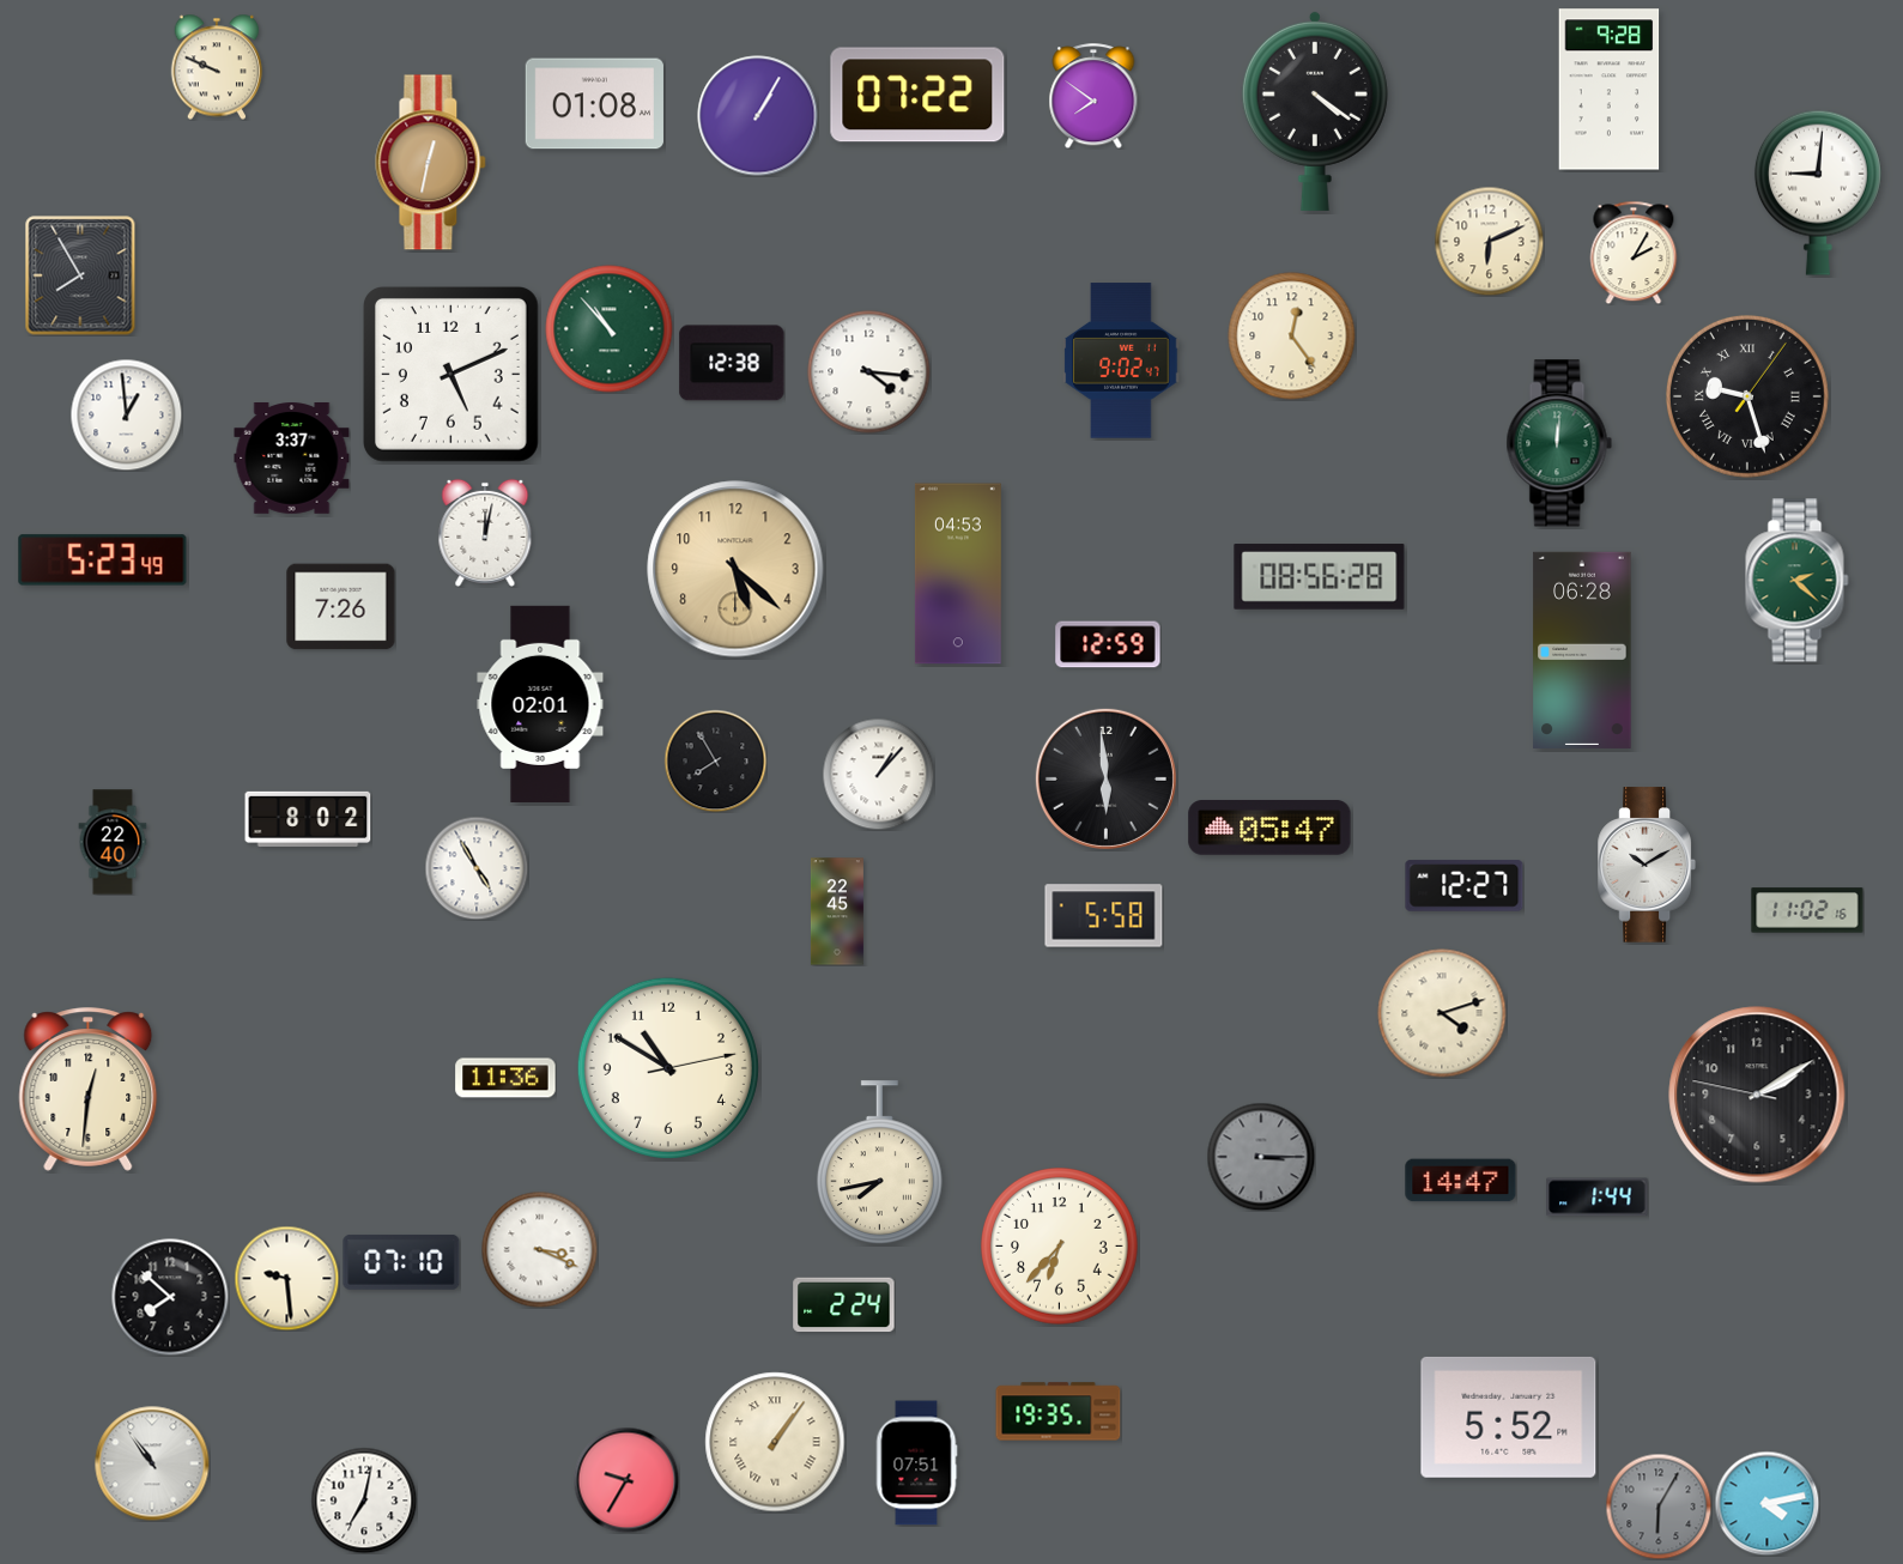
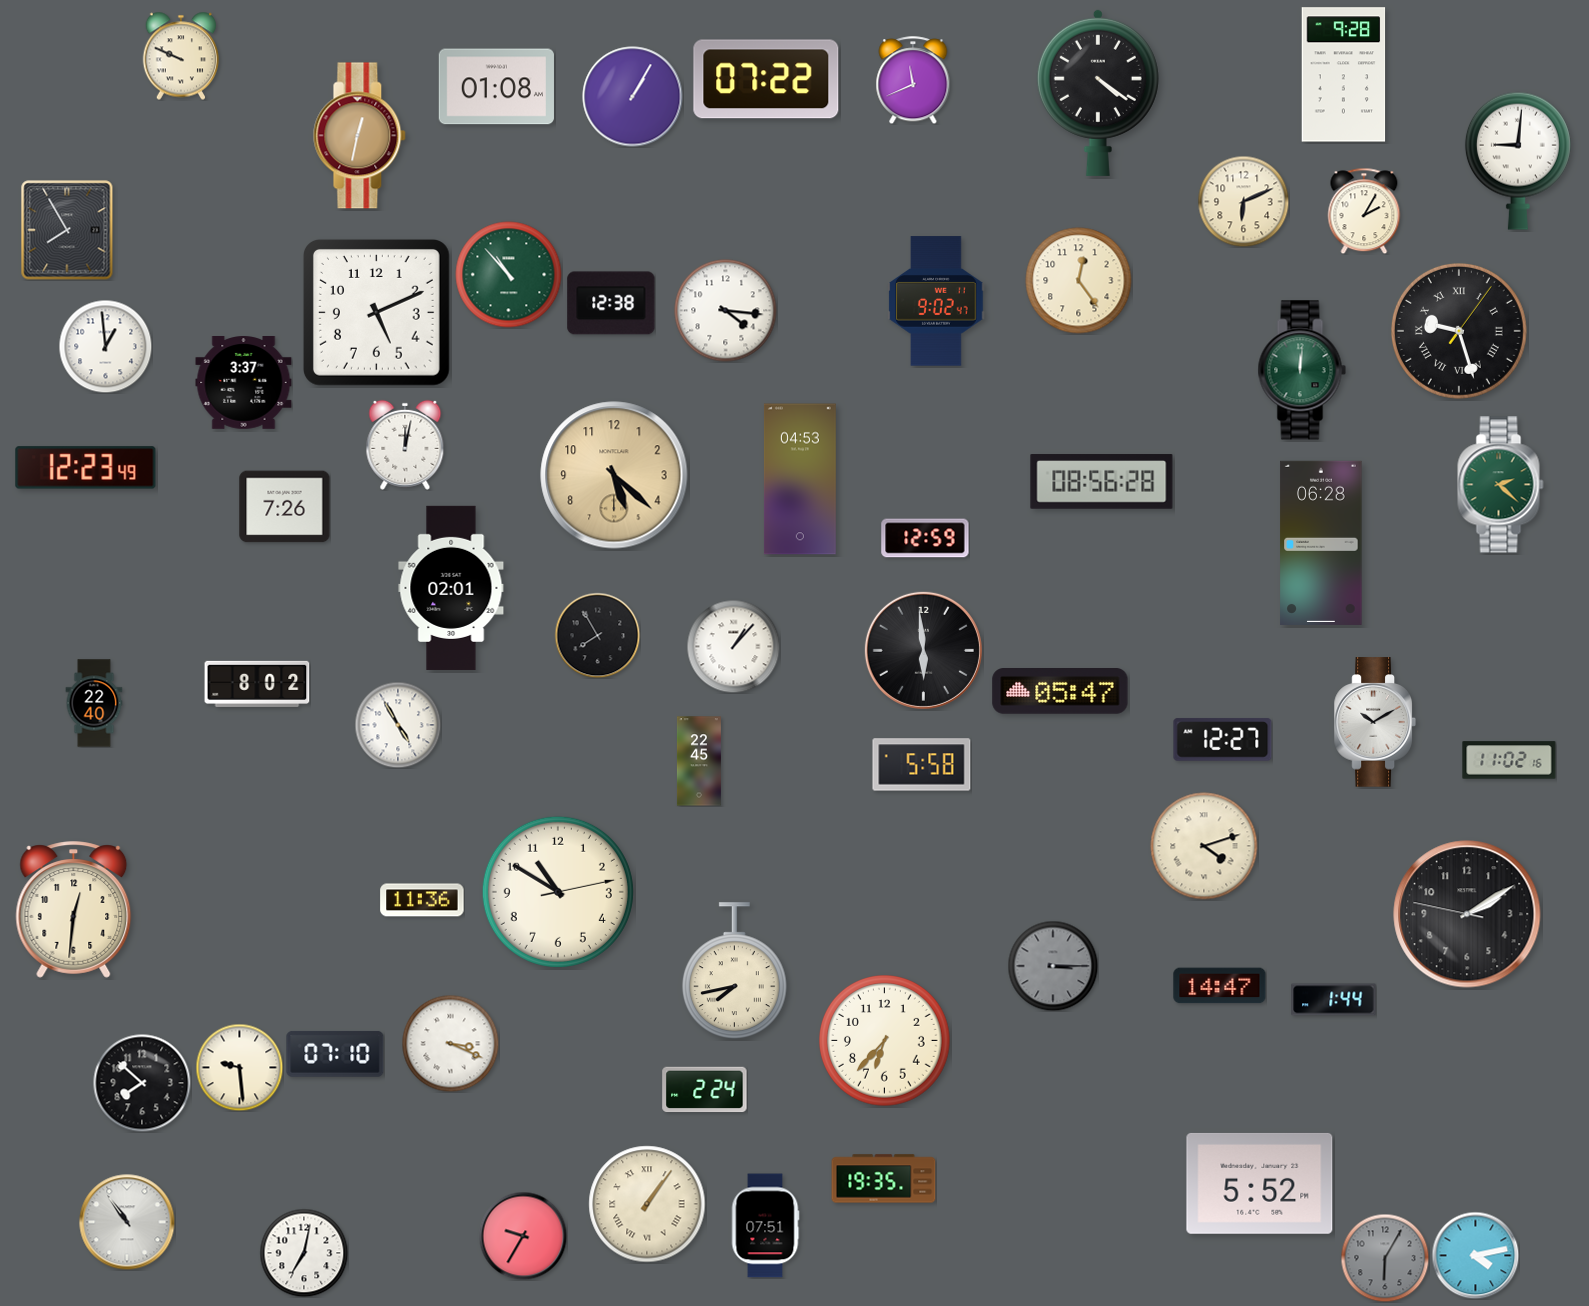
clock at (1093, 96): 7:51 -> 11:41
clock at (103, 560): 5:23 -> 12:23
clock at (916, 1463) position: (916, 1463) -> (765, 1226)
